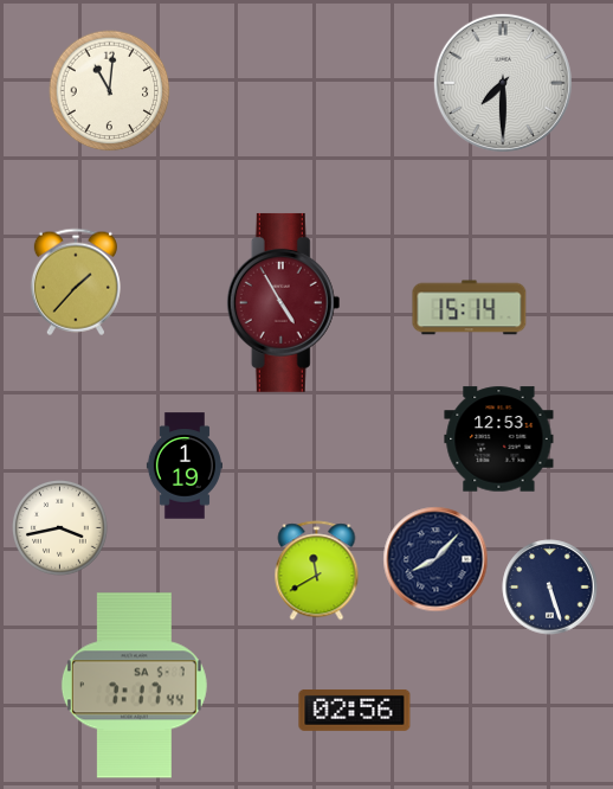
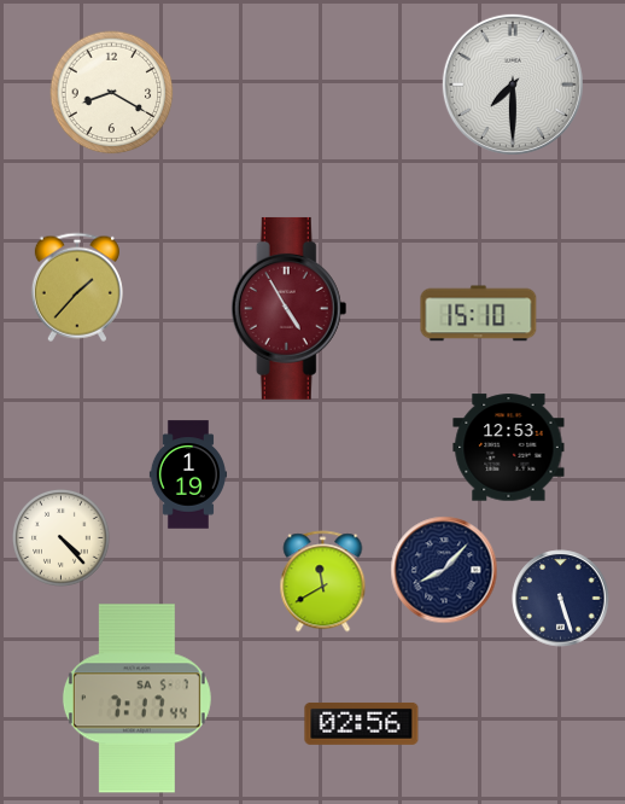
clock at (110, 91): 11:01 -> 8:20
clock at (470, 308): 15:14 -> 15:10
clock at (60, 528): 3:43 -> 4:23
